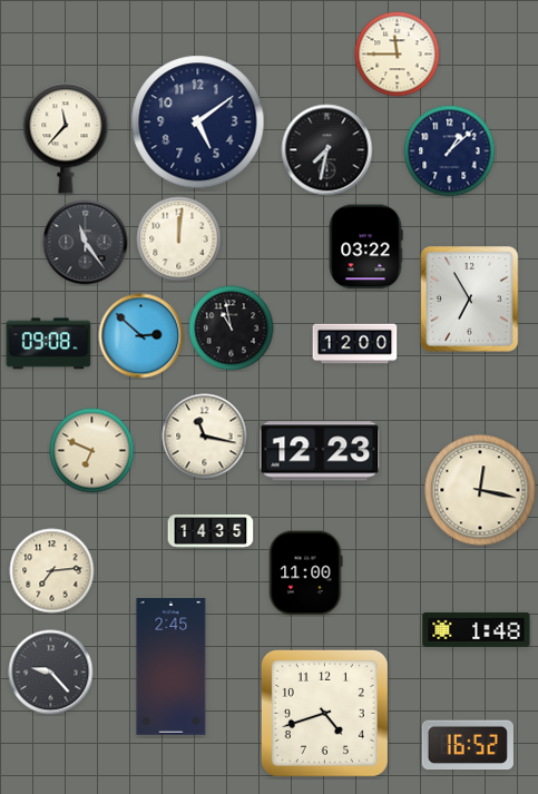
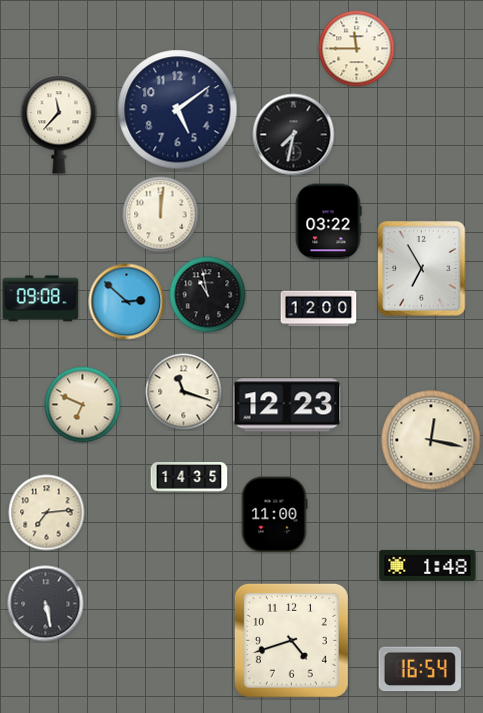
clock at (450, 151): 1:08 -> none
clock at (86, 243): 11:24 -> none
clock at (49, 344) position: (49, 344) -> (41, 299)
clock at (205, 437): 11:17 -> 11:18
clock at (172, 667): 2:45 -> none
clock at (51, 673): 9:23 -> 5:28
clock at (468, 745): 16:52 -> 16:54
